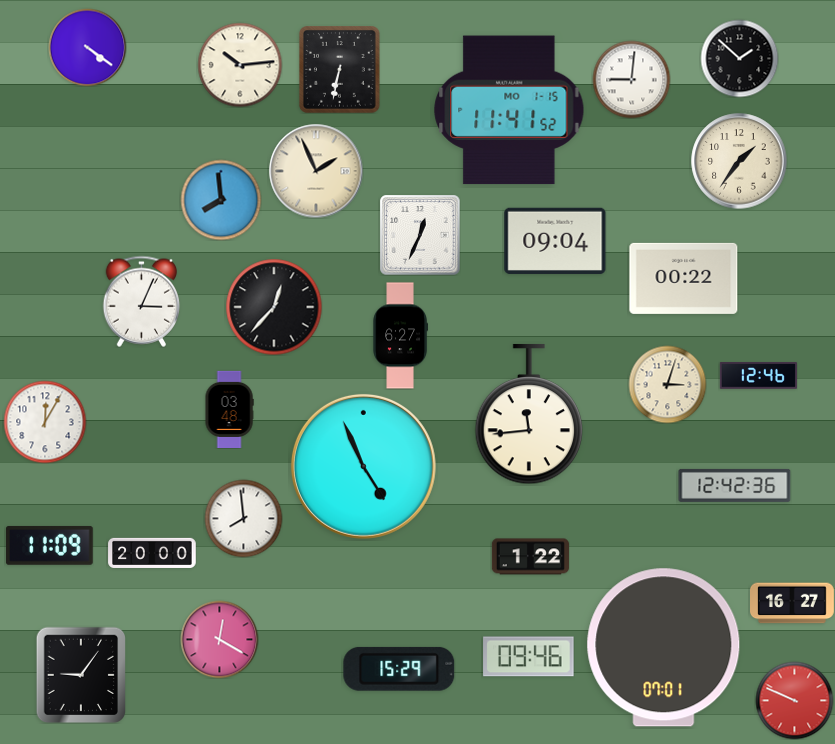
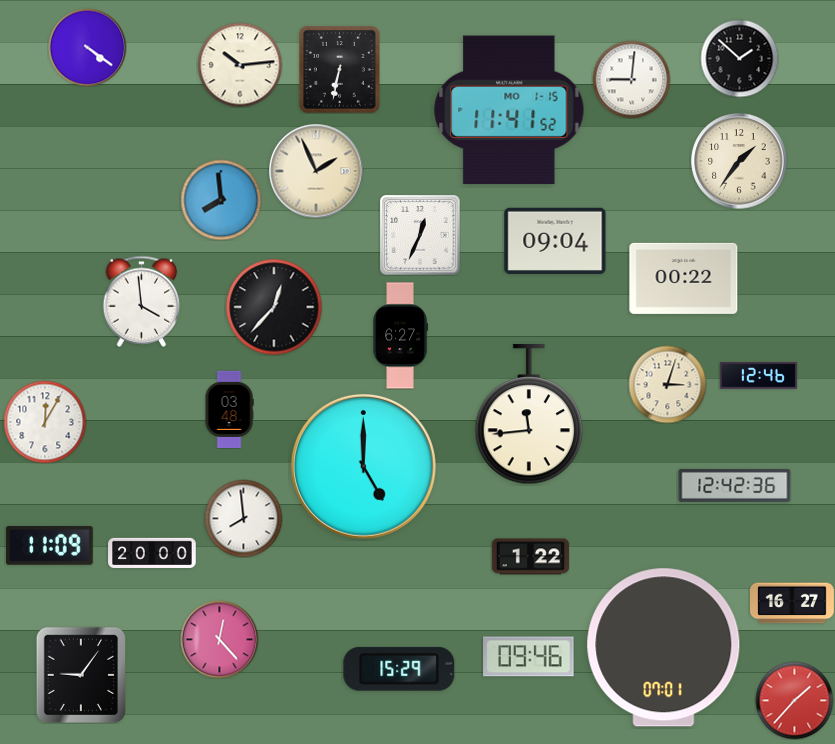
clock at (142, 301): 3:04 -> 3:59
clock at (363, 466): 4:56 -> 5:00
clock at (219, 639): 12:20 -> 12:23
clock at (794, 700): 9:49 -> 1:37
